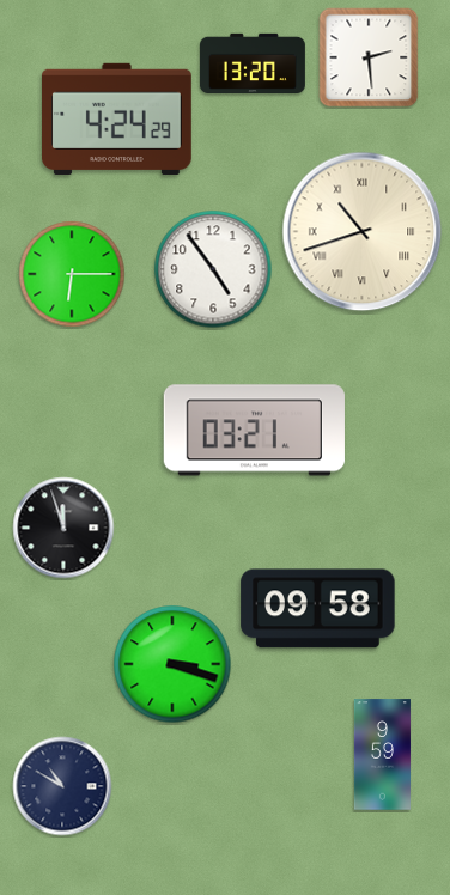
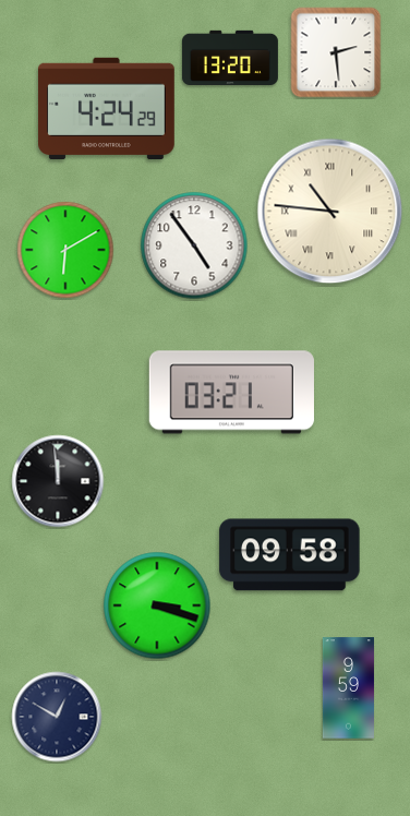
clock at (363, 232): 10:42 -> 10:46
clock at (72, 274): 6:15 -> 6:10
clock at (63, 528): 11:57 -> 11:59
clock at (62, 786): 10:50 -> 12:50
